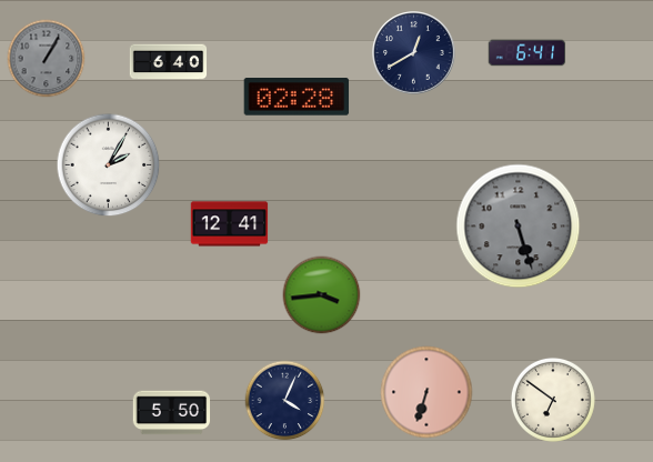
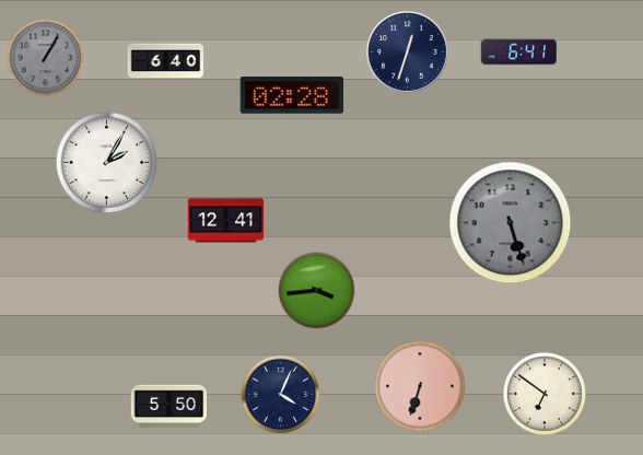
clock at (414, 53): 12:40 -> 12:33
